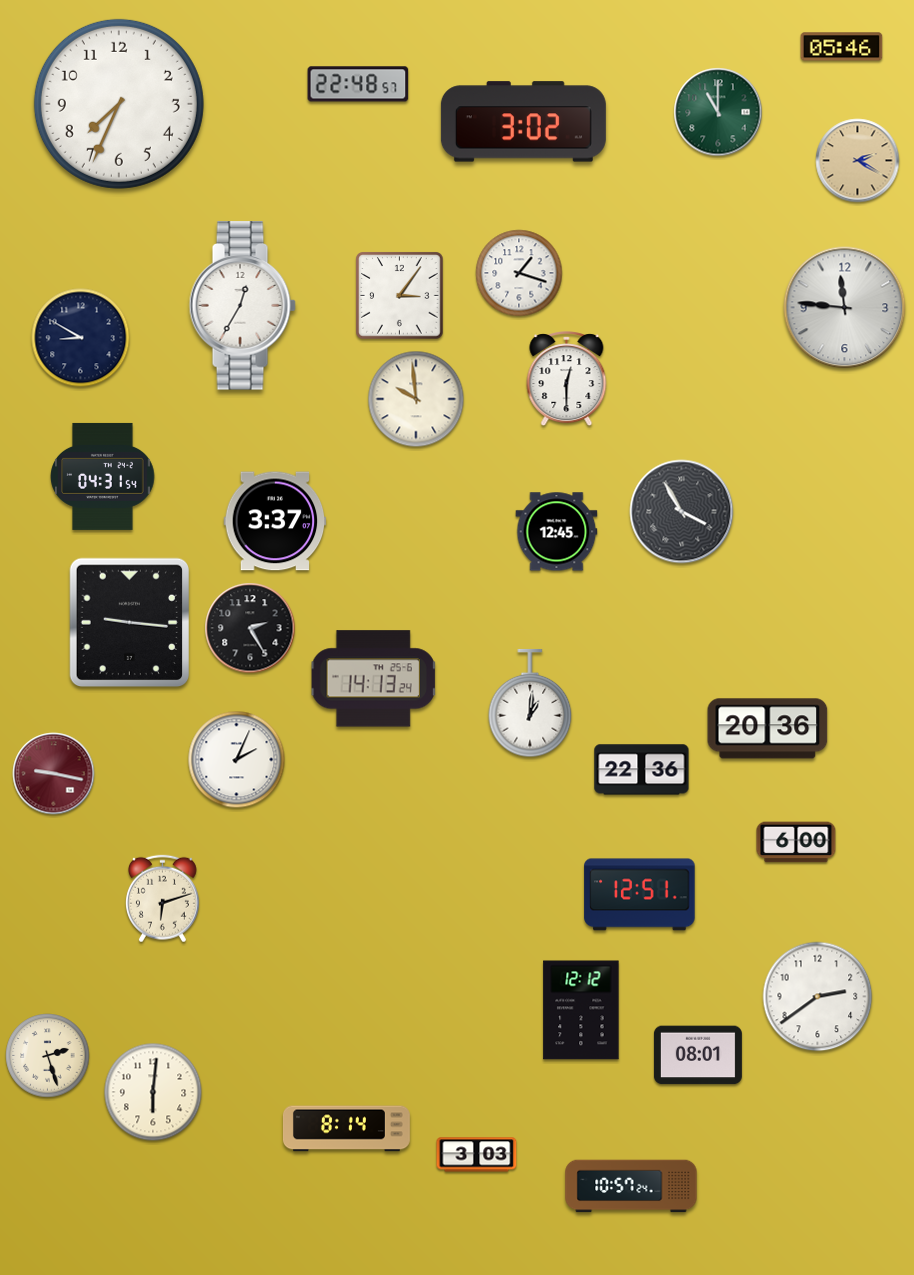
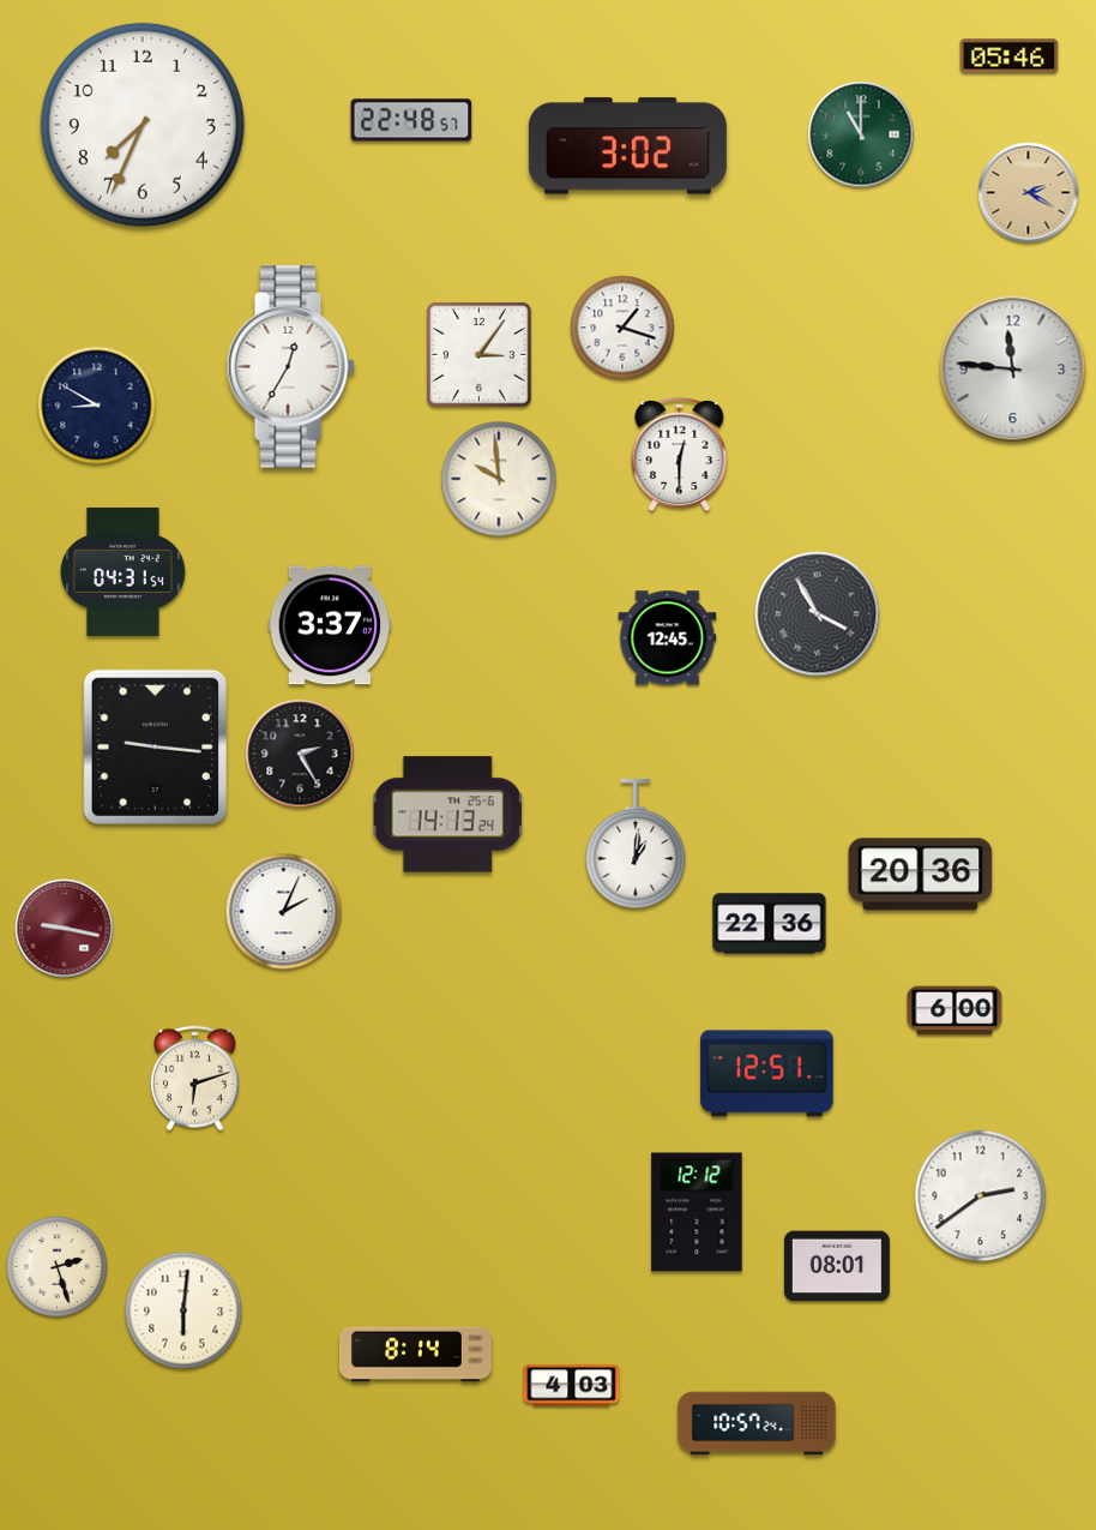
clock at (358, 84) position: (358, 84) -> (411, 120)
clock at (477, 1155): 3:03 -> 4:03
